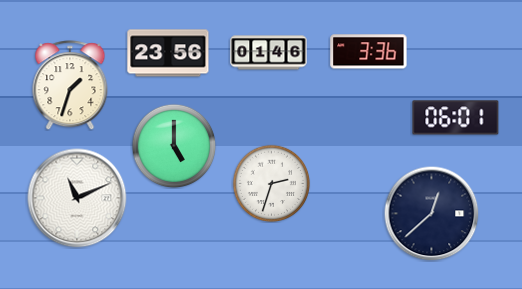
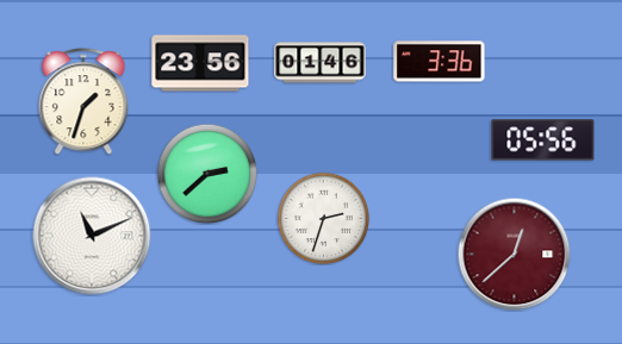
clock at (456, 118): 06:01 -> 05:56
clock at (174, 146): 5:00 -> 2:38
clock at (431, 213) dial: navy -> burgundy
